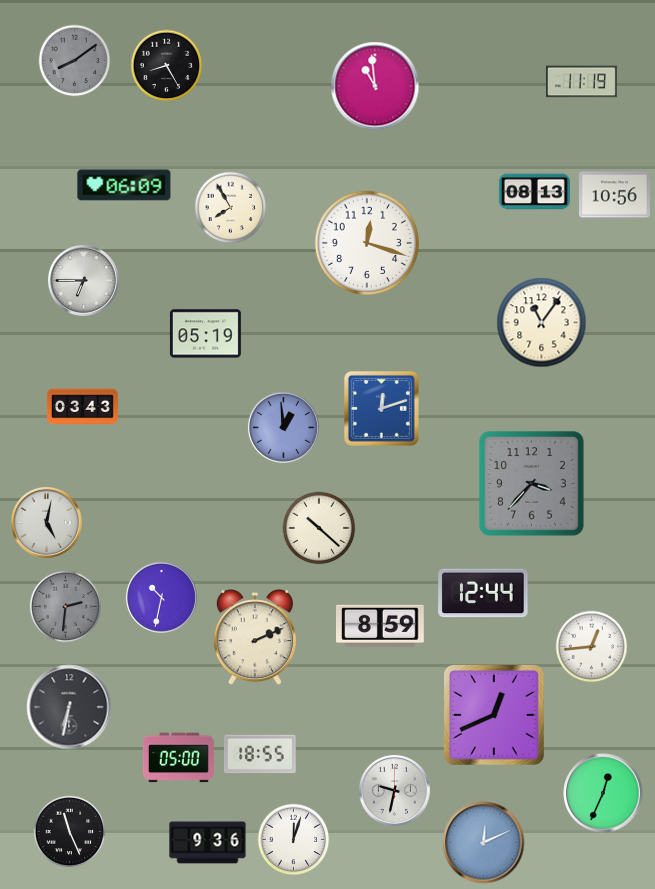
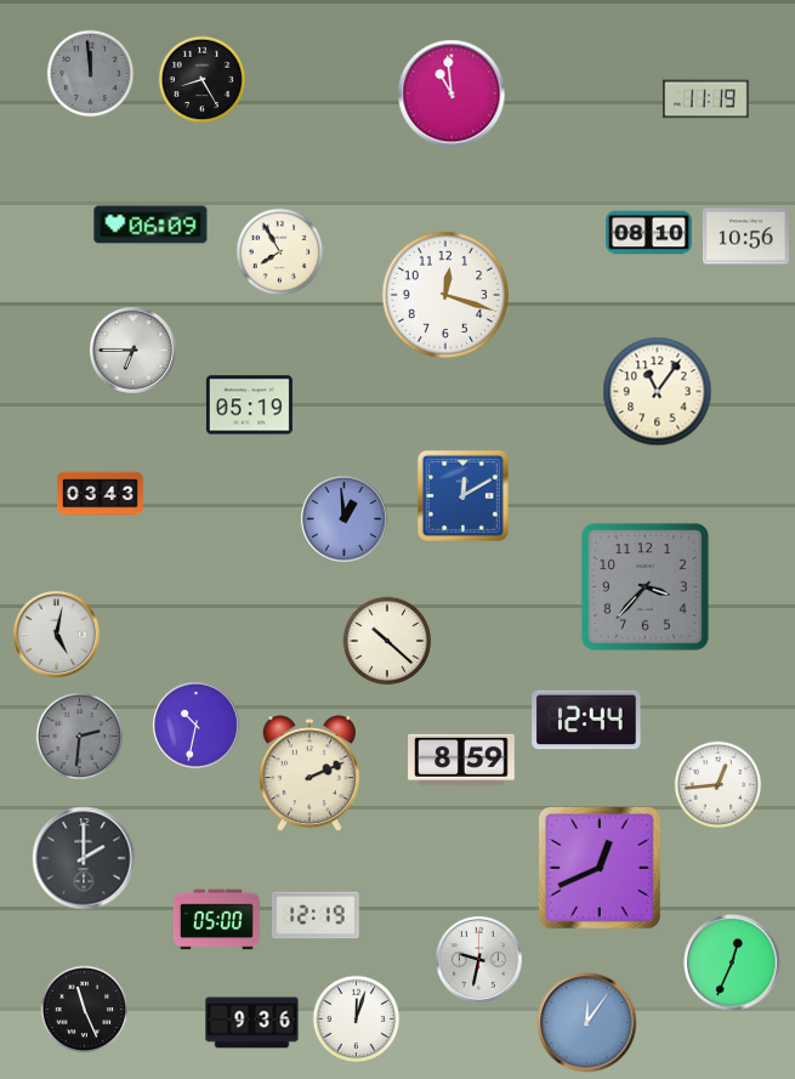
clock at (75, 61): 8:09 -> 11:59
clock at (375, 86) position: (375, 86) -> (452, 93)
clock at (534, 192): 08:13 -> 08:10
clock at (83, 280) position: (83, 280) -> (132, 350)
clock at (381, 408): 12:12 -> 12:10
clock at (69, 707): 6:32 -> 2:00
clock at (261, 754): 18:55 -> 12:19
clock at (484, 843): 12:11 -> 12:06
